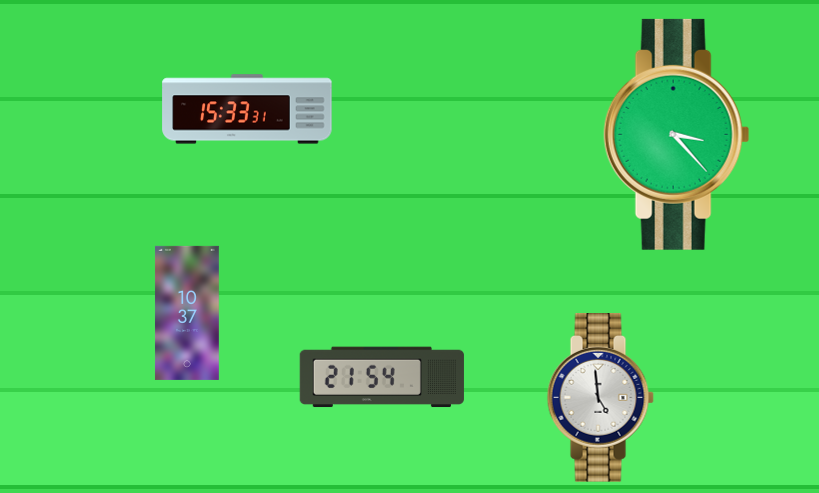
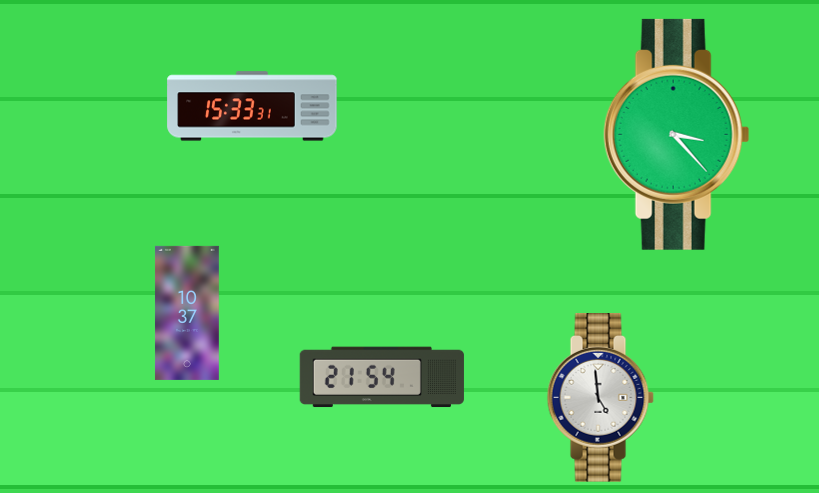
clock at (247, 109) position: (247, 109) -> (252, 106)
